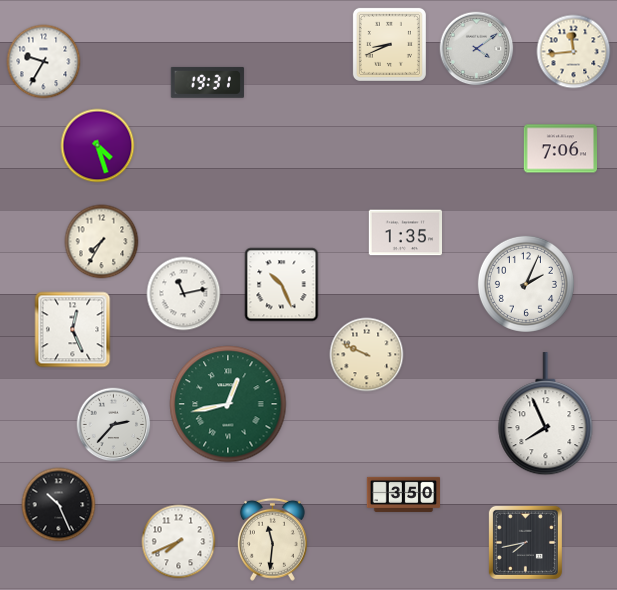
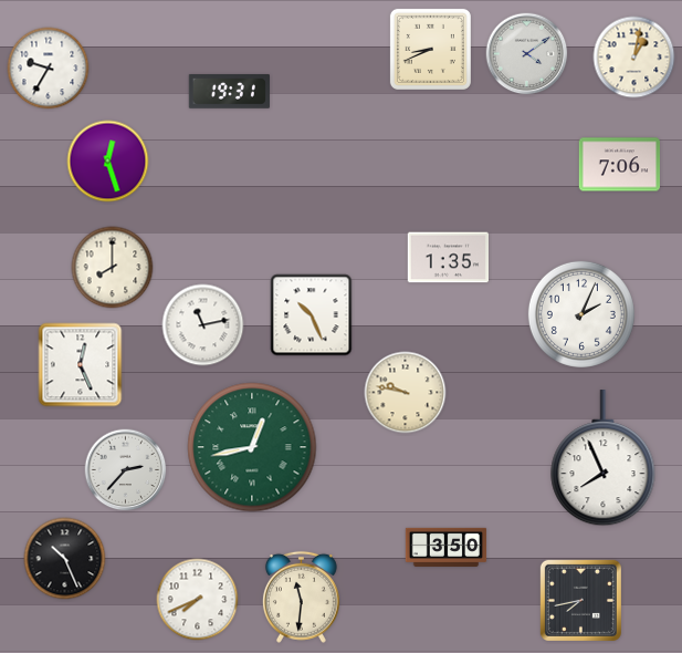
clock at (574, 52): 11:44 -> 1:02
clock at (98, 146): 4:27 -> 12:27
clock at (102, 242): 7:35 -> 8:00
clock at (367, 355): 9:49 -> 9:47
